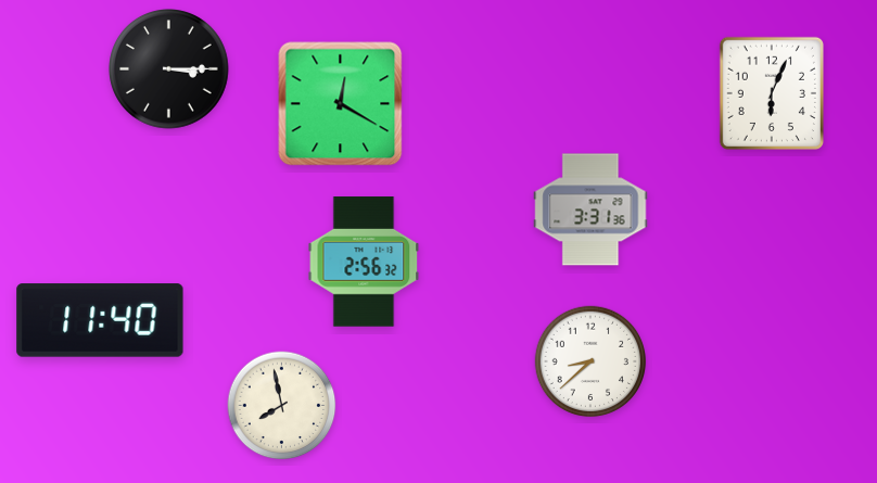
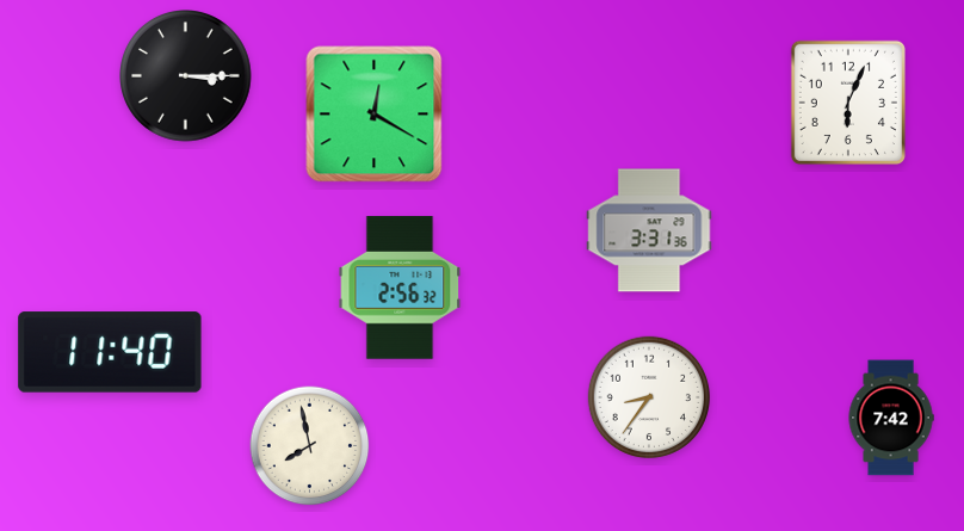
clock at (590, 361): 8:38 -> 8:36
clock at (891, 418): none -> 7:42
